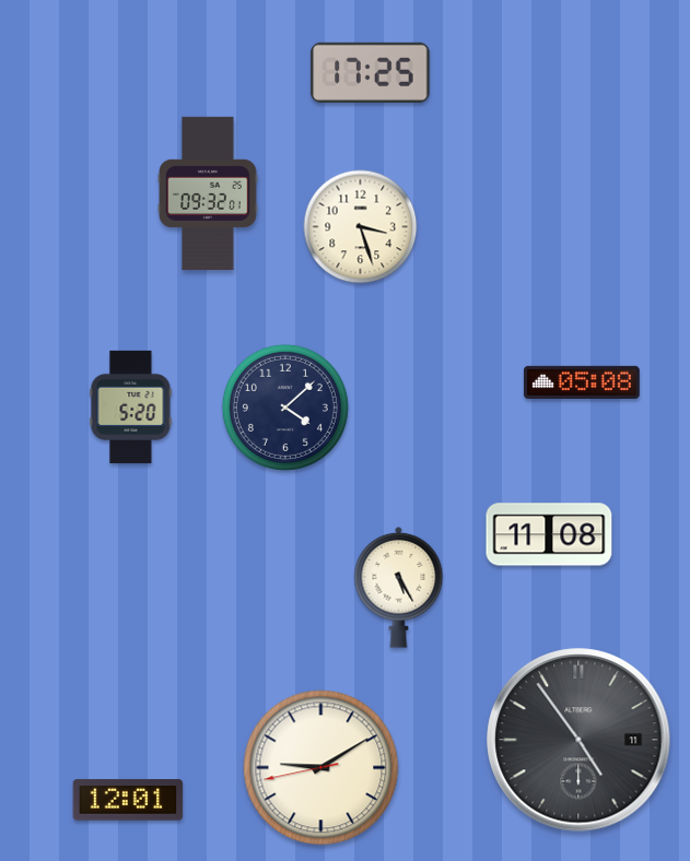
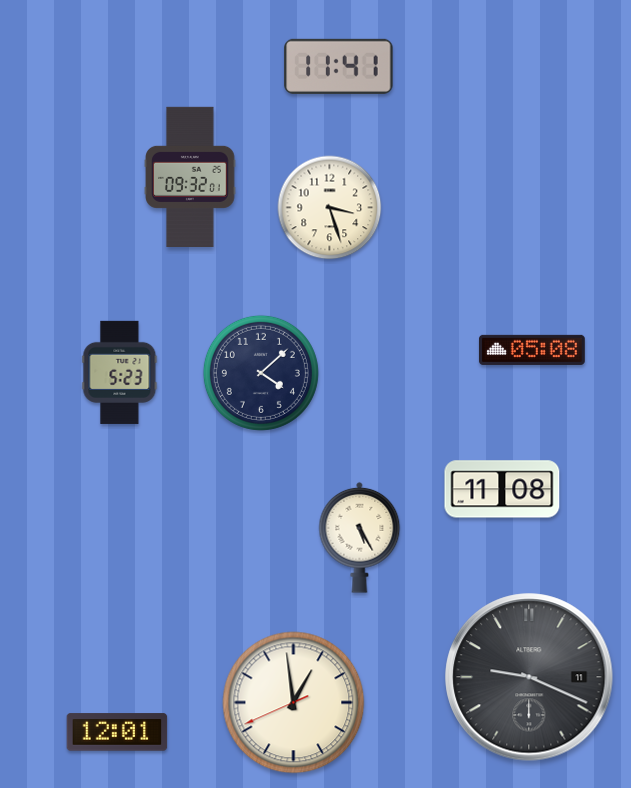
clock at (371, 72): 17:25 -> 11:41
clock at (131, 406): 5:20 -> 5:23
clock at (399, 587) position: (399, 587) -> (360, 537)
clock at (578, 740): 4:54 -> 9:19
clock at (321, 768): 9:09 -> 12:58
